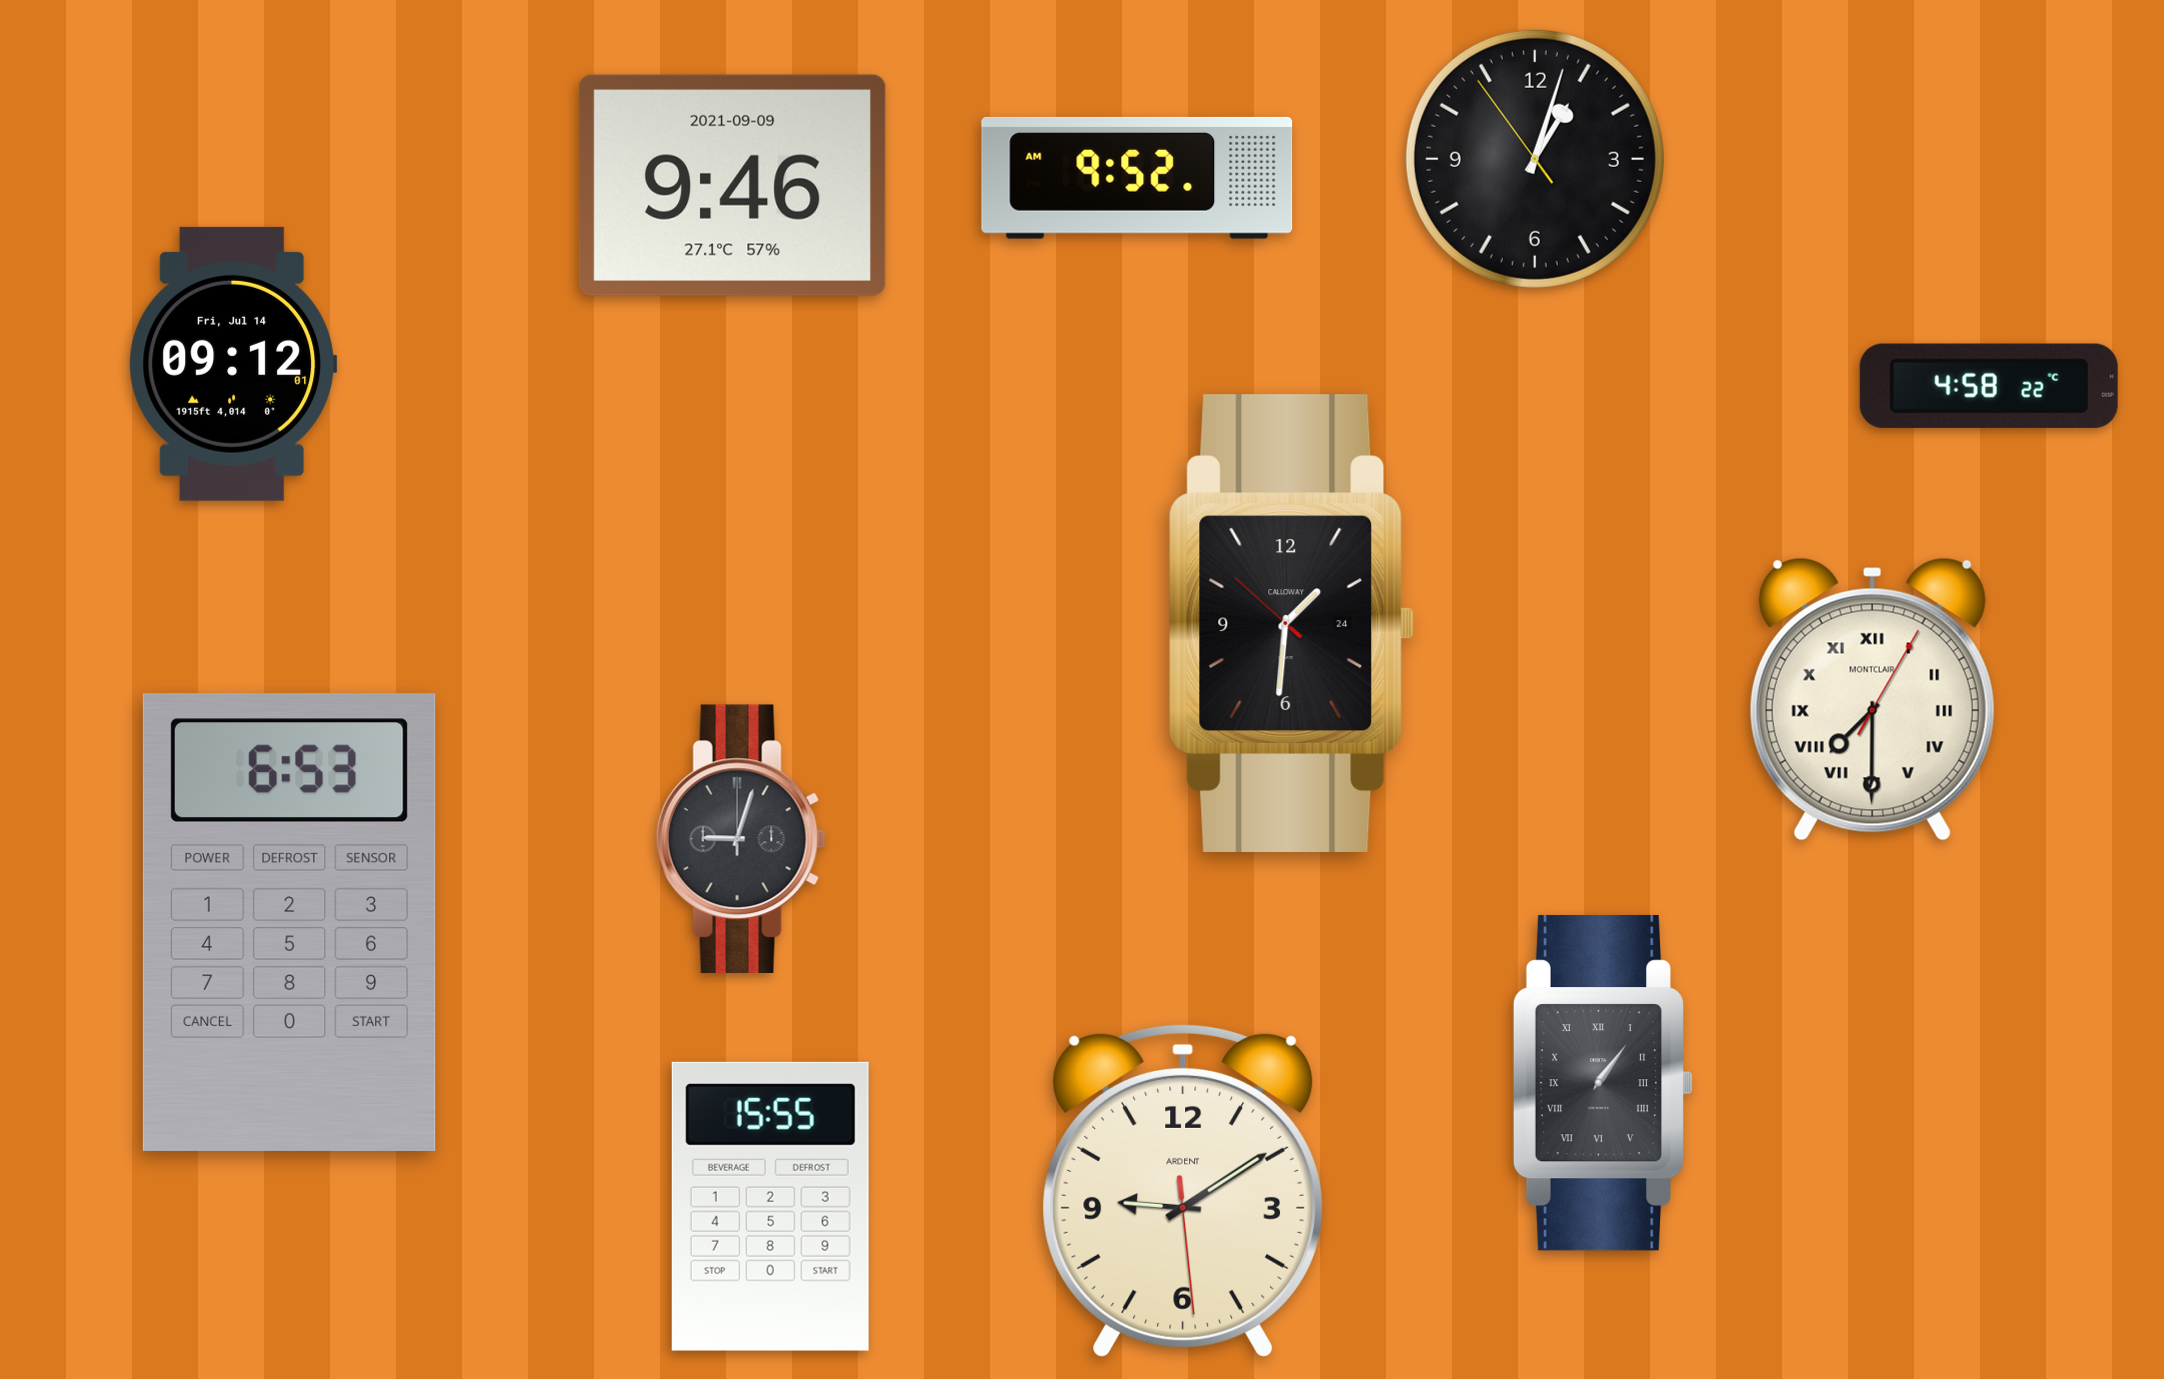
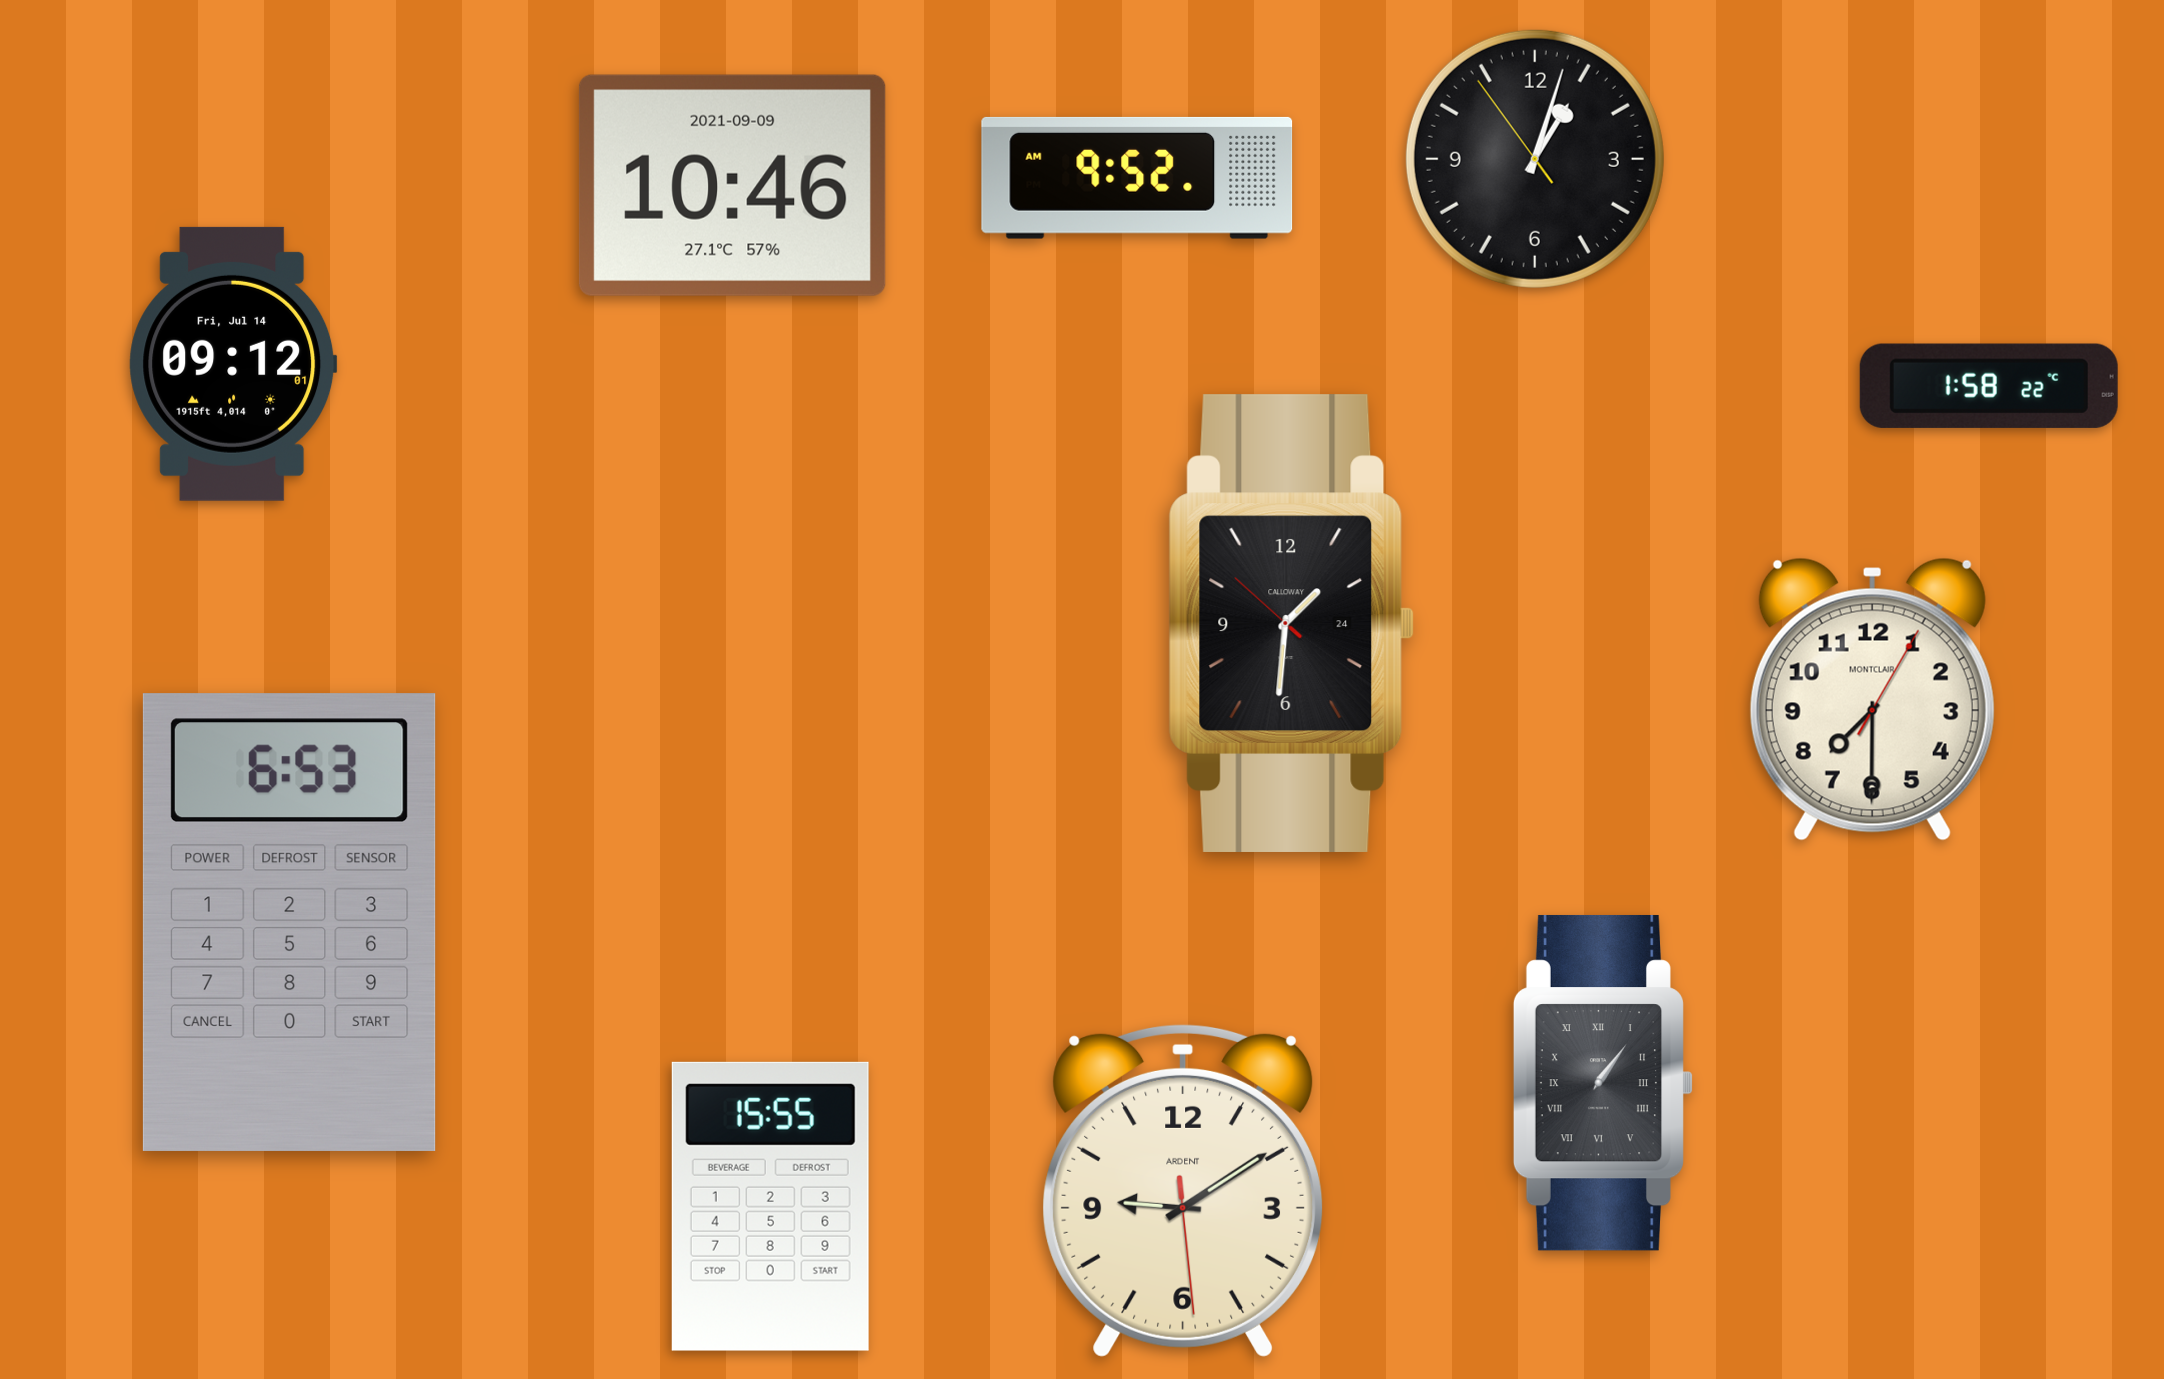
clock at (732, 185): 9:46 -> 10:46
clock at (1989, 386): 4:58 -> 1:58
clock at (1872, 699) numerals: Roman -> Arabic
clock at (741, 838): 9:03 -> none
